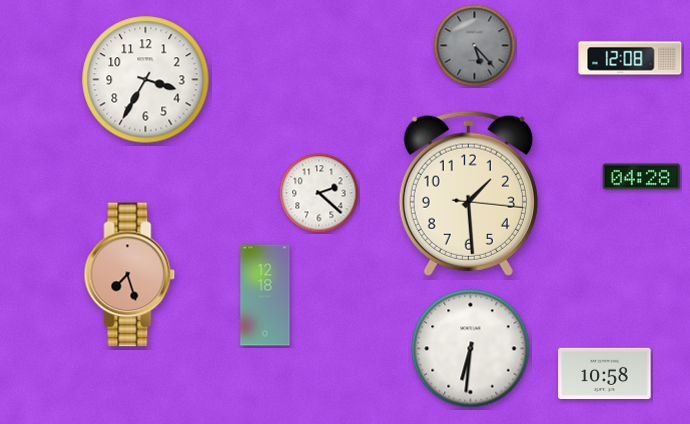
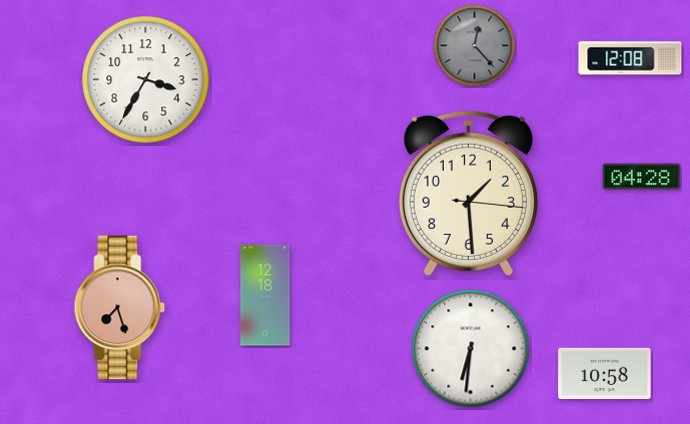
clock at (475, 46): 5:23 -> 12:23
clock at (319, 193): 2:22 -> none
clock at (130, 275) position: (130, 275) -> (120, 308)
